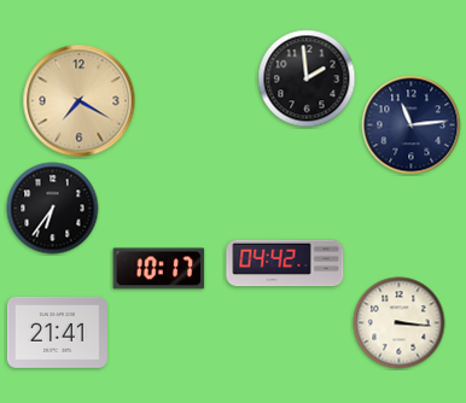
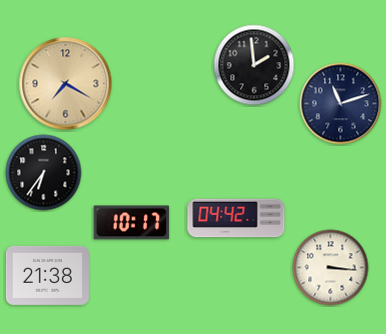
clock at (412, 125): 11:14 -> 11:12
clock at (57, 332): 21:41 -> 21:38
